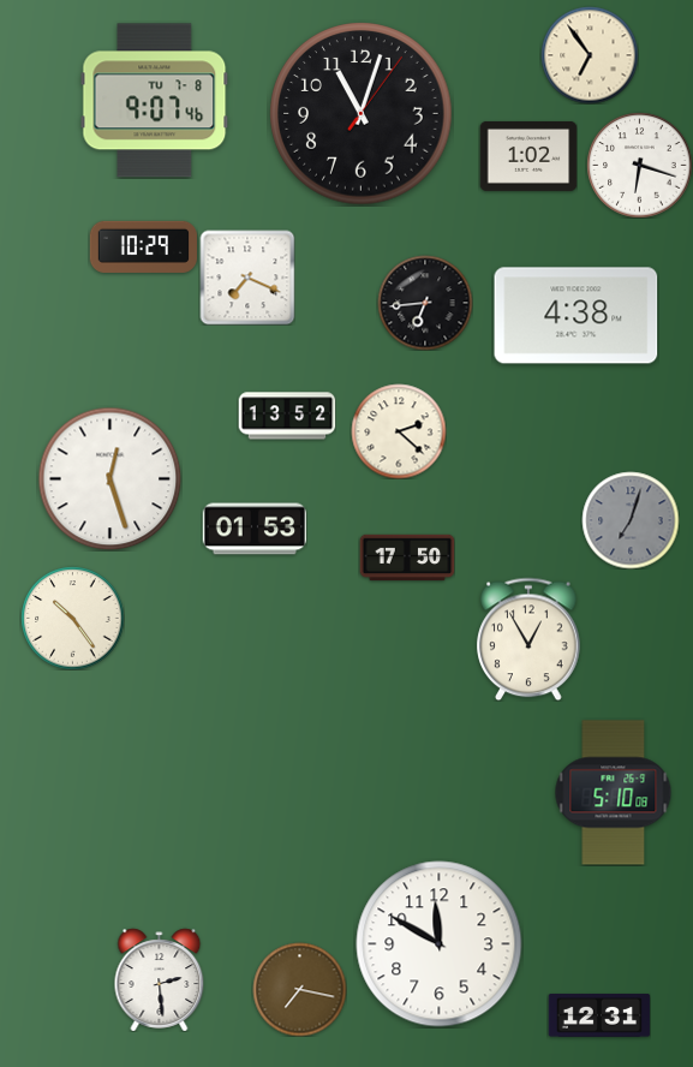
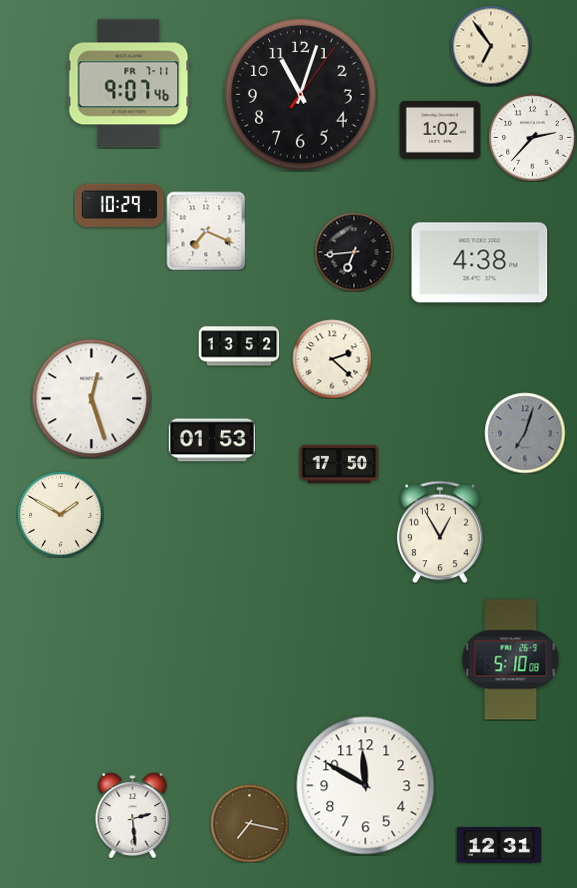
clock at (155, 101) date: TU 7-8 -> FR 7-11
clock at (639, 165): 6:18 -> 2:37
clock at (72, 618): 10:24 -> 1:50
